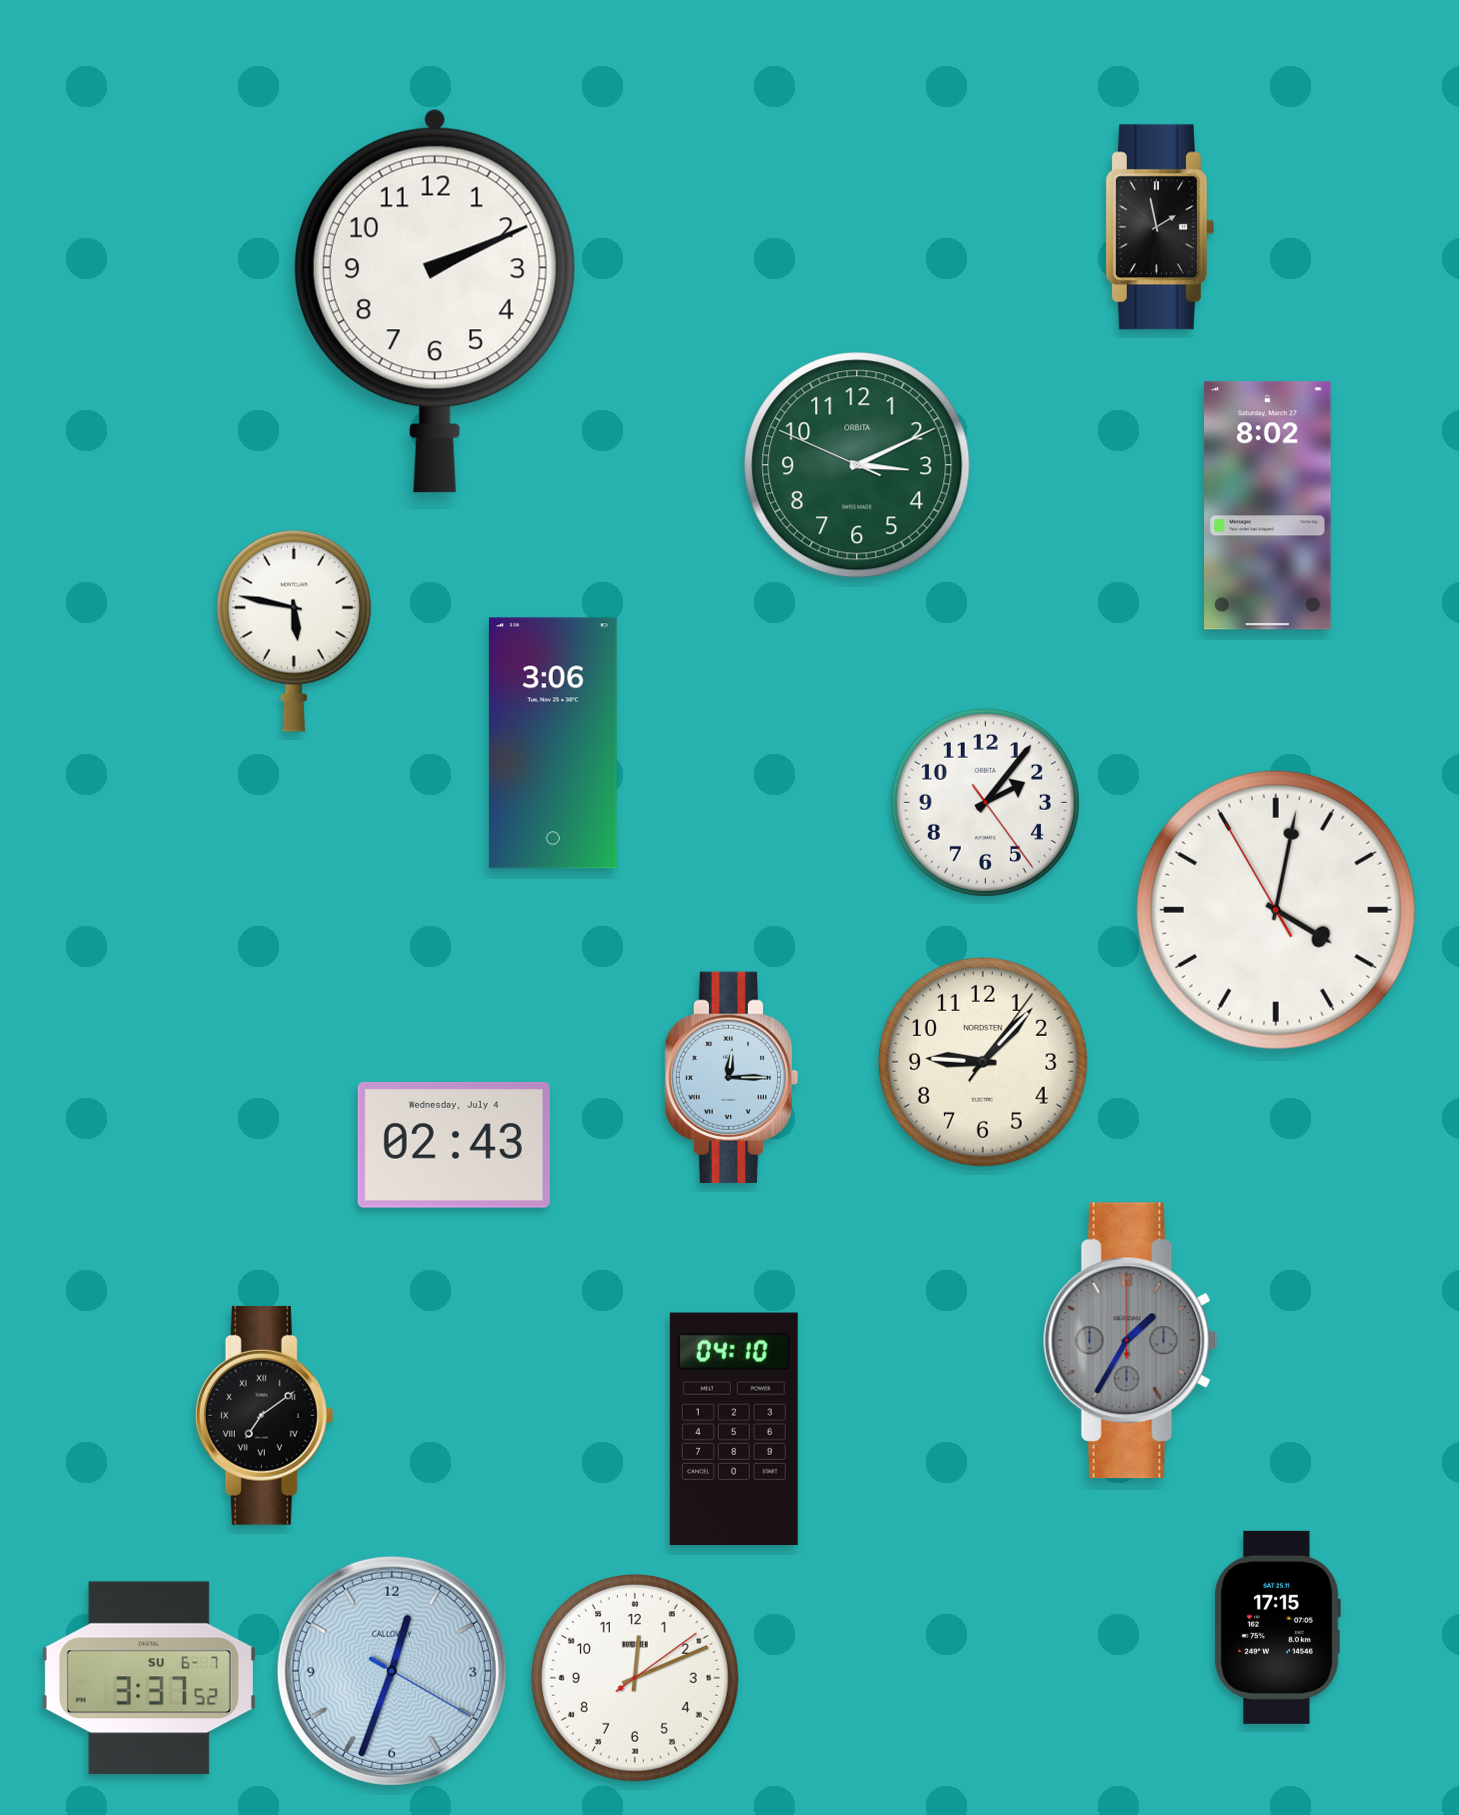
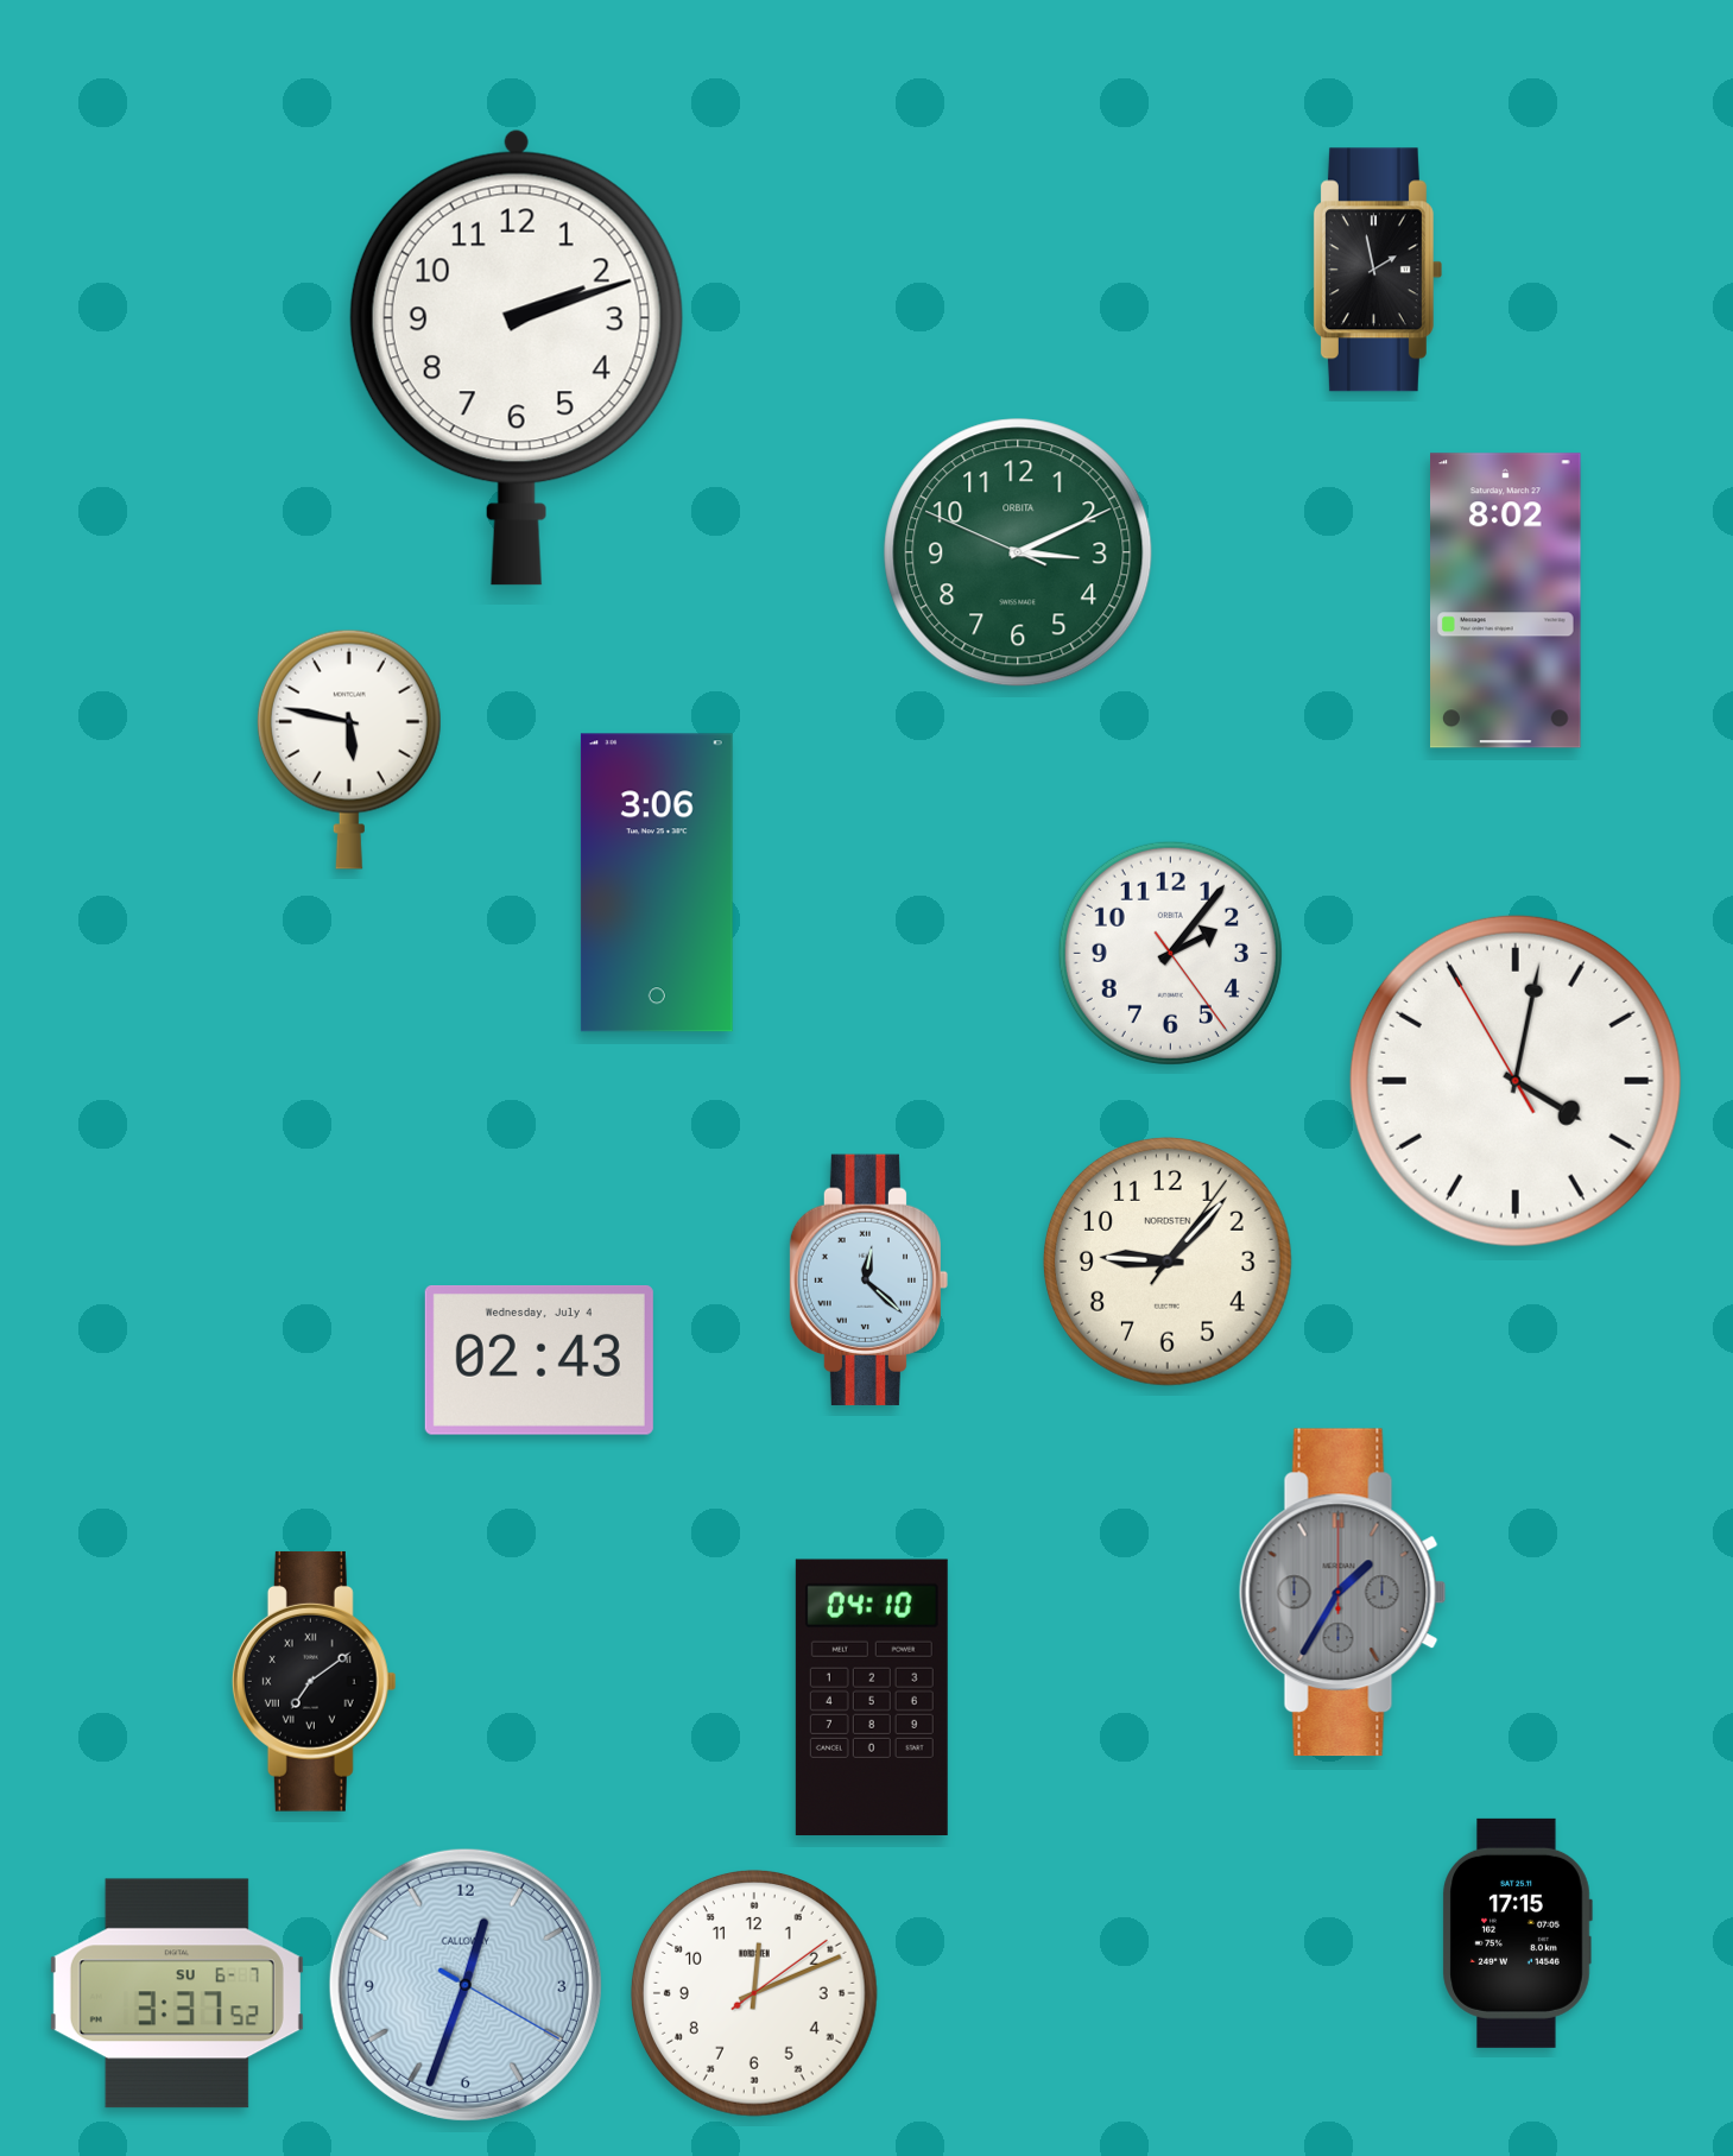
clock at (435, 301): 2:11 -> 2:12
clock at (732, 1077): 12:15 -> 12:22
